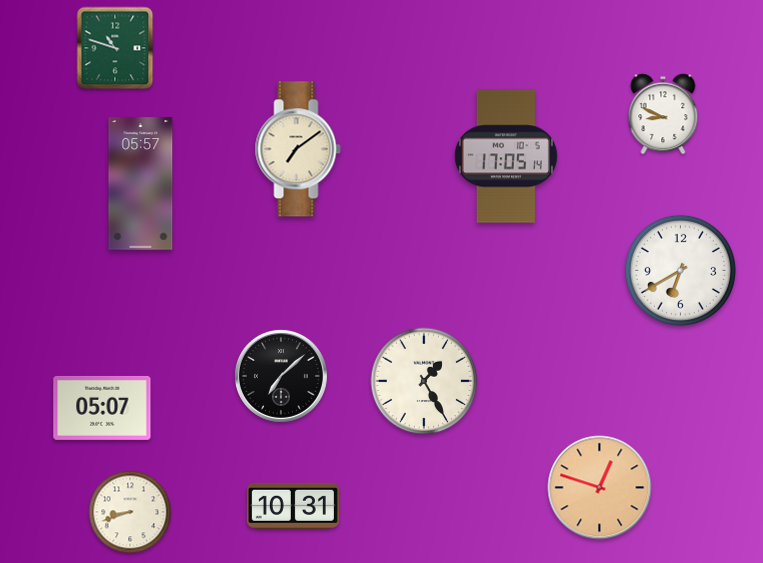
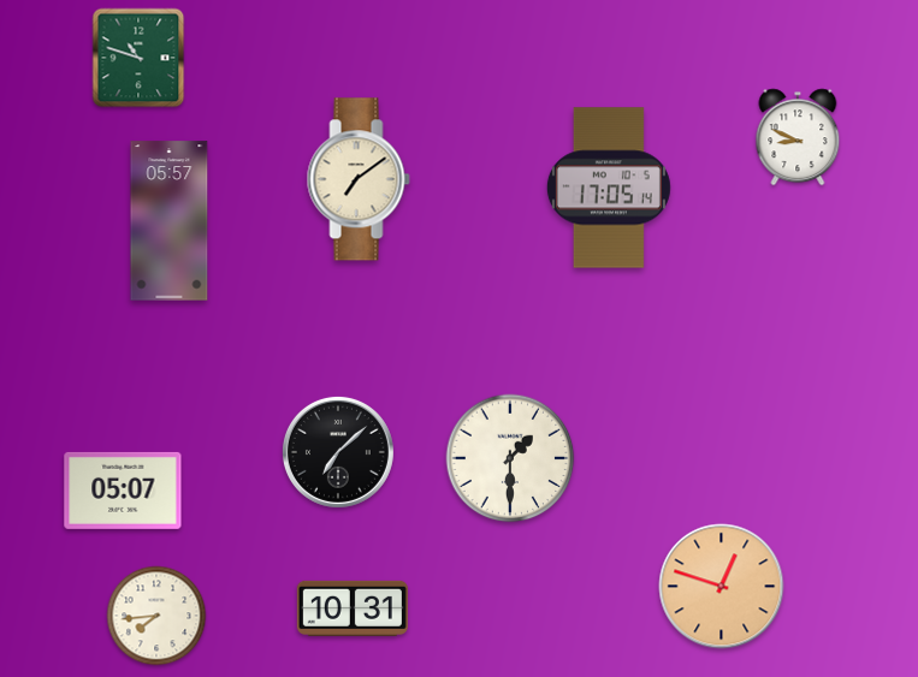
clock at (680, 270): 6:40 -> none
clock at (424, 381): 1:25 -> 1:30
clock at (130, 512): 8:42 -> 7:44
